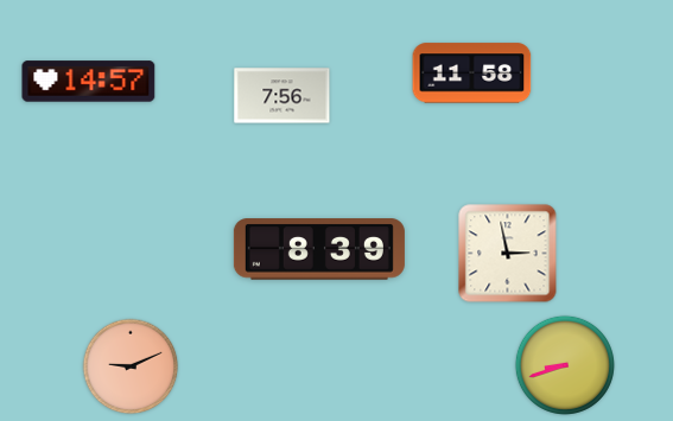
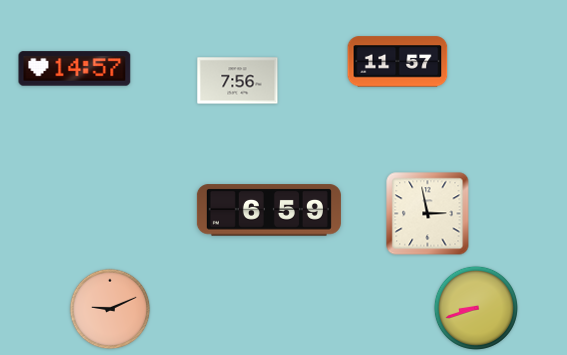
clock at (472, 74): 11:58 -> 11:57
clock at (319, 249): 8:39 -> 6:59
